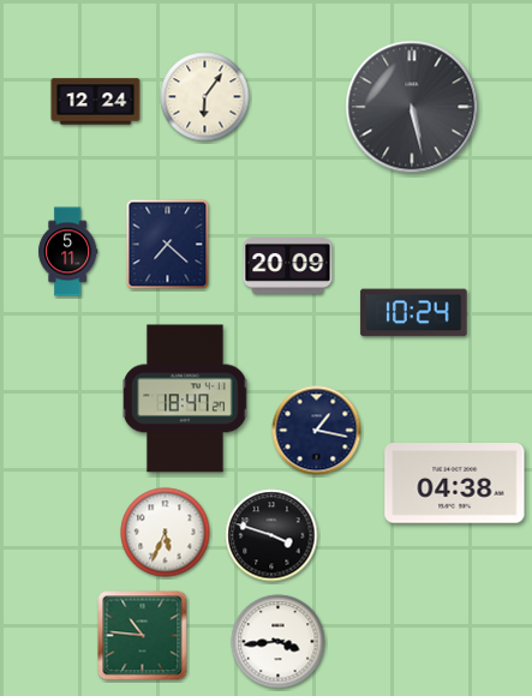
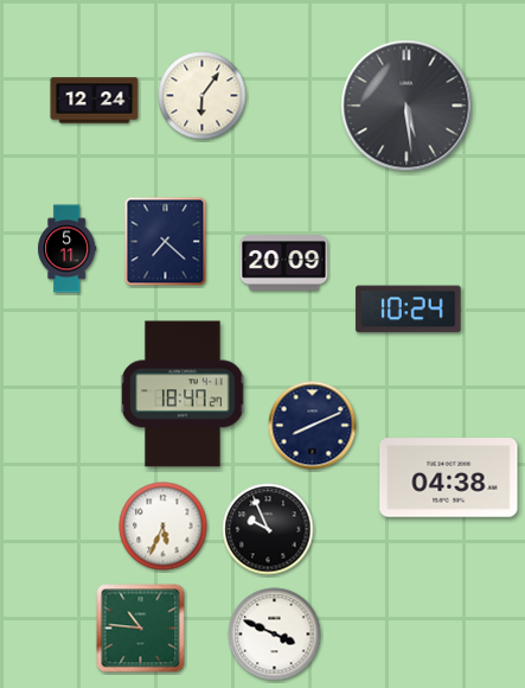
clock at (412, 107): 5:28 -> 5:29
clock at (317, 431): 1:17 -> 8:11
clock at (271, 535): 3:48 -> 9:56
clock at (279, 642): 3:44 -> 3:49
